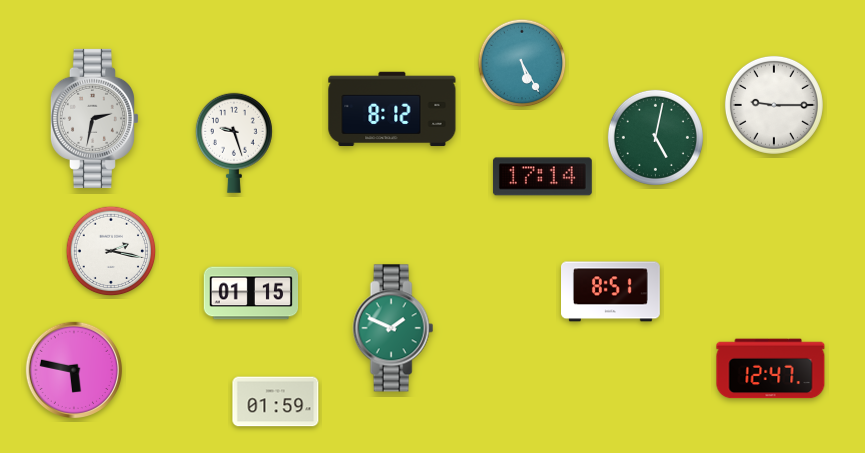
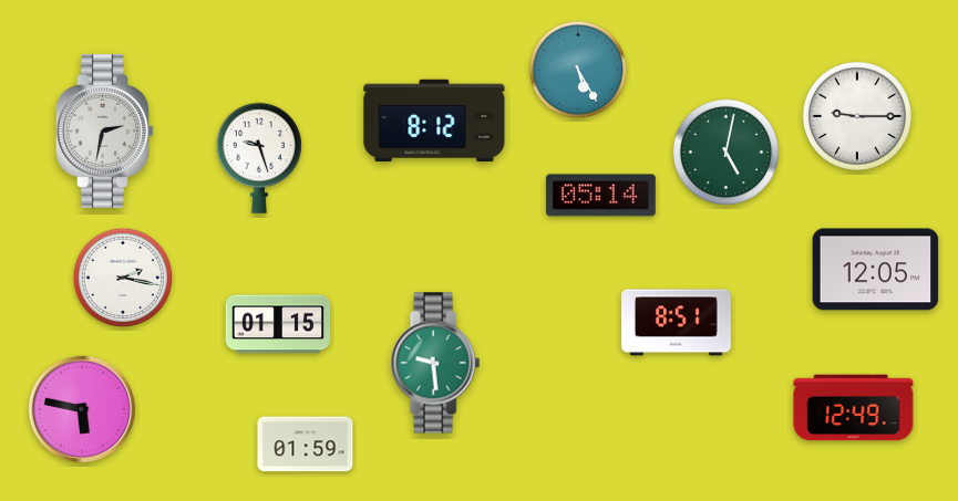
clock at (542, 177): 17:14 -> 05:14
clock at (876, 270): none -> 12:05
clock at (393, 328): 1:49 -> 9:29
clock at (771, 369): 12:47 -> 12:49
